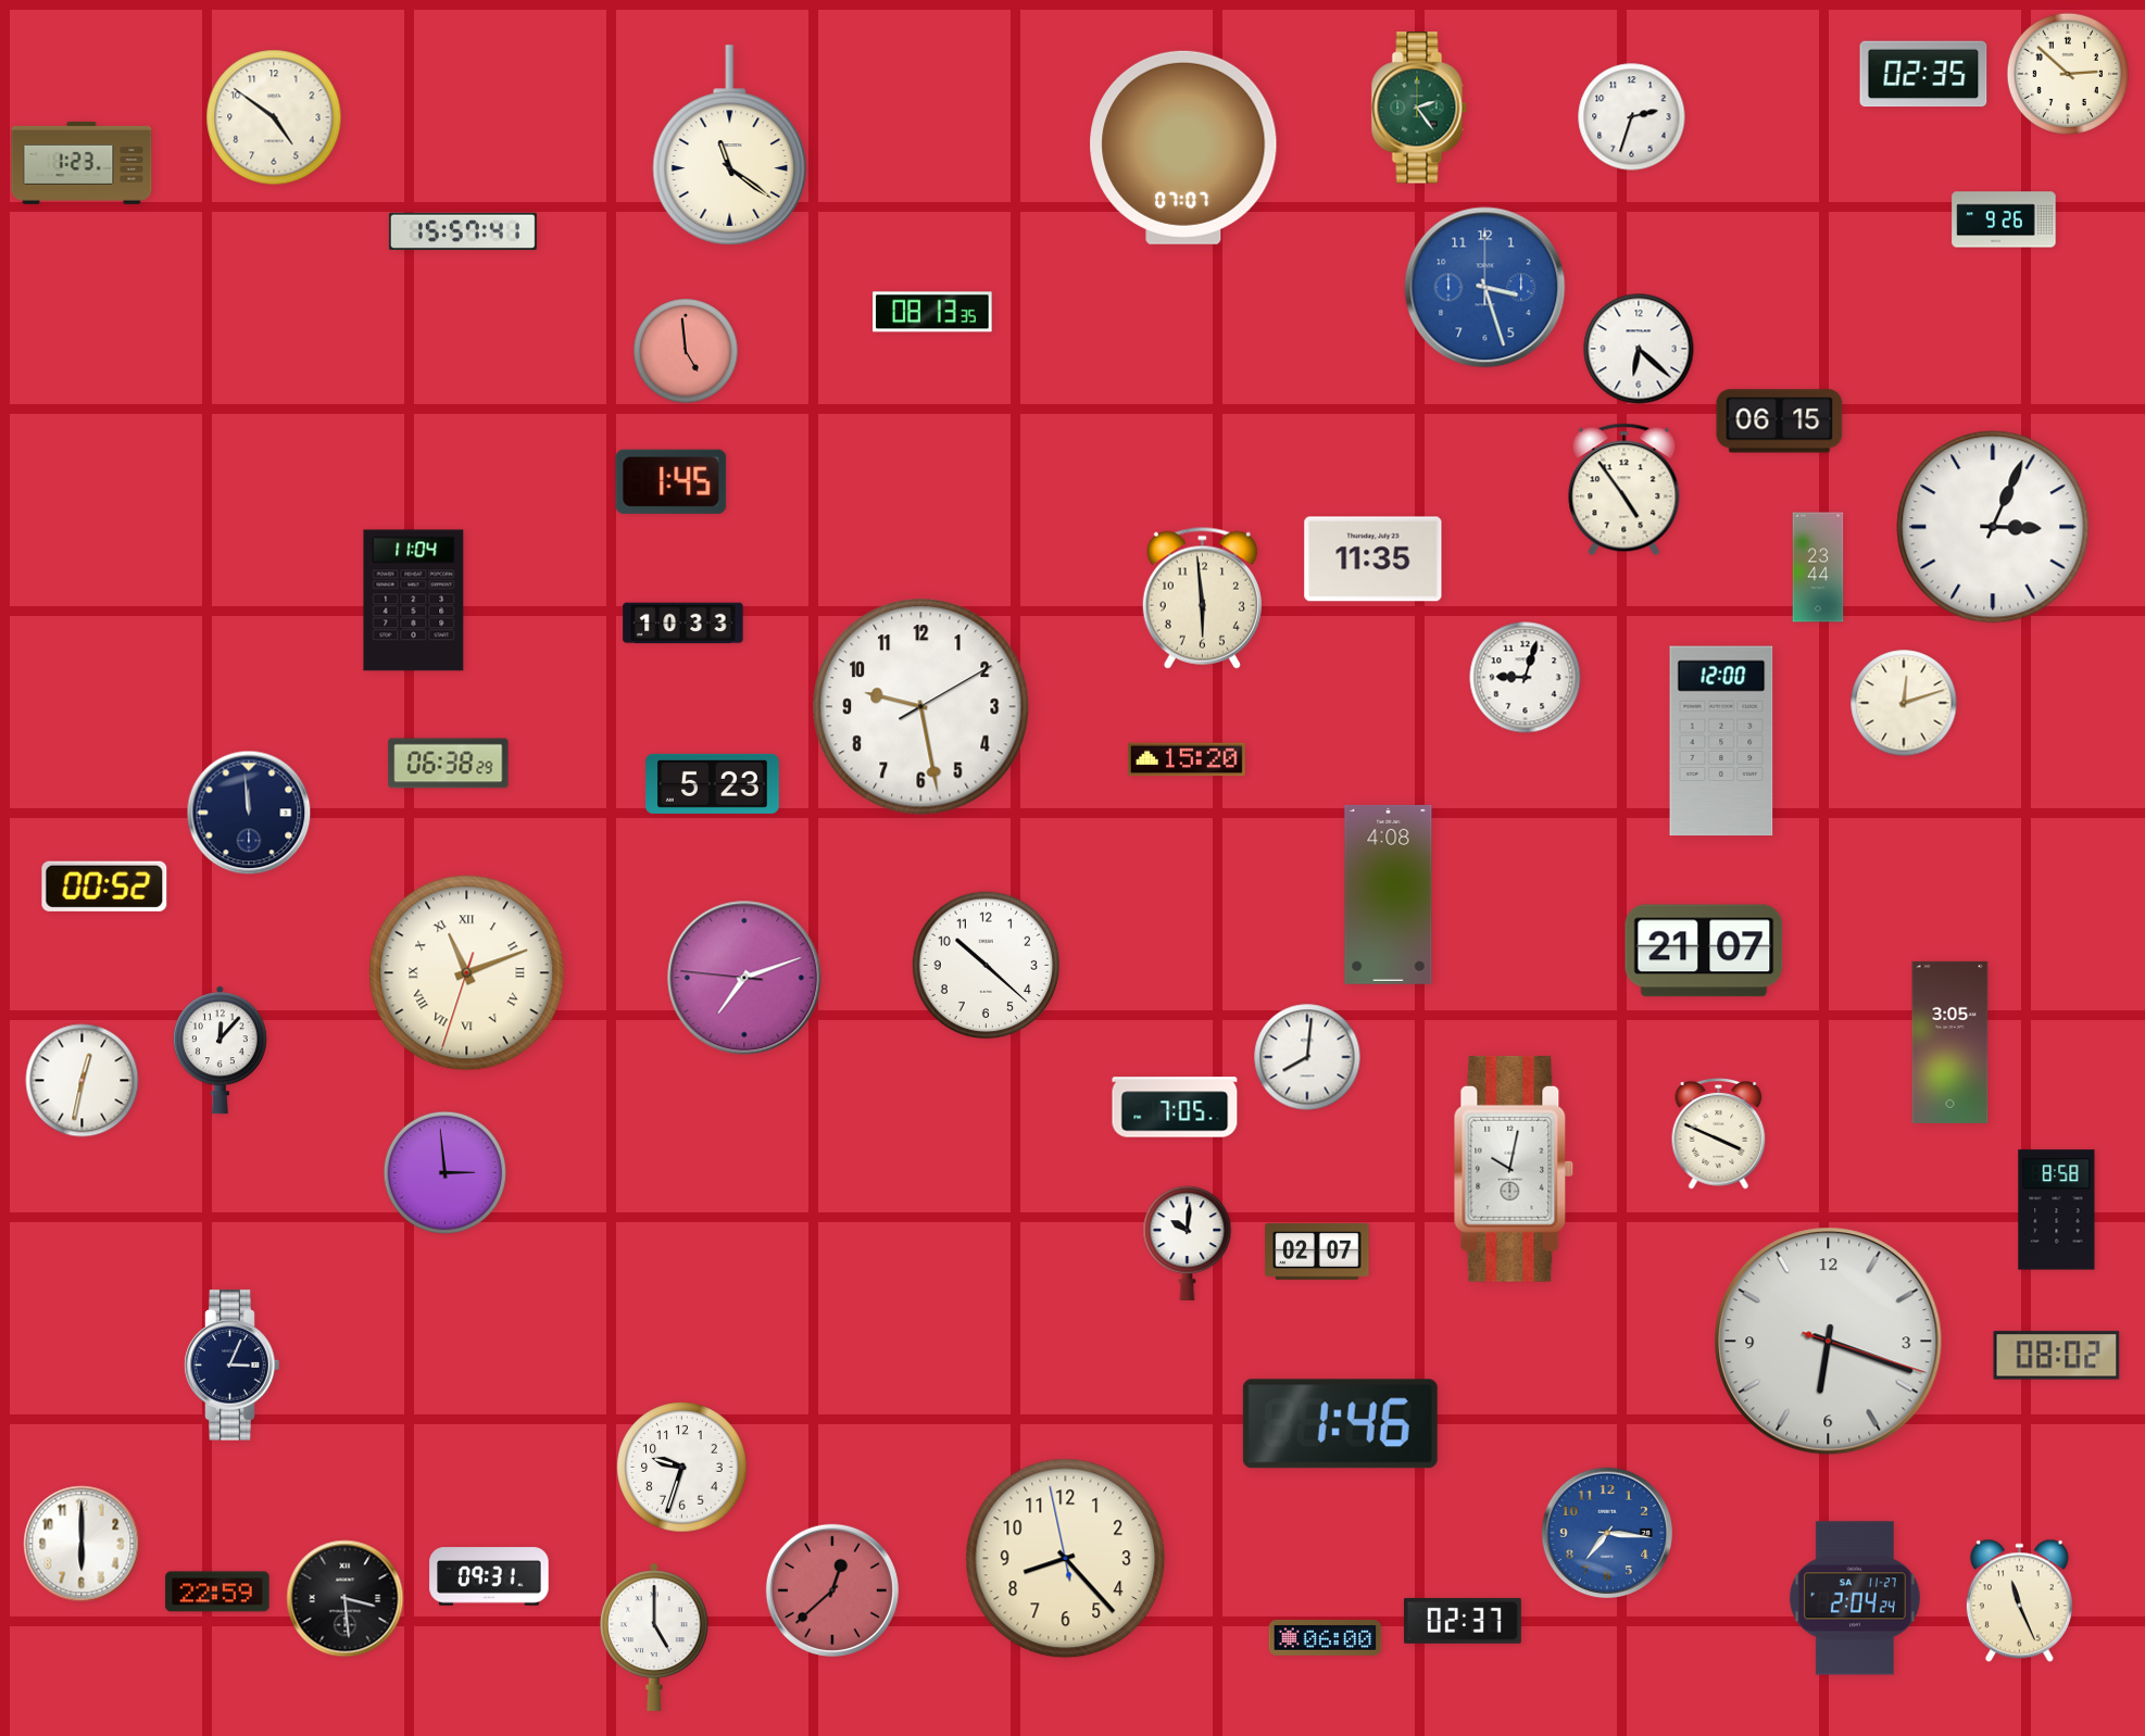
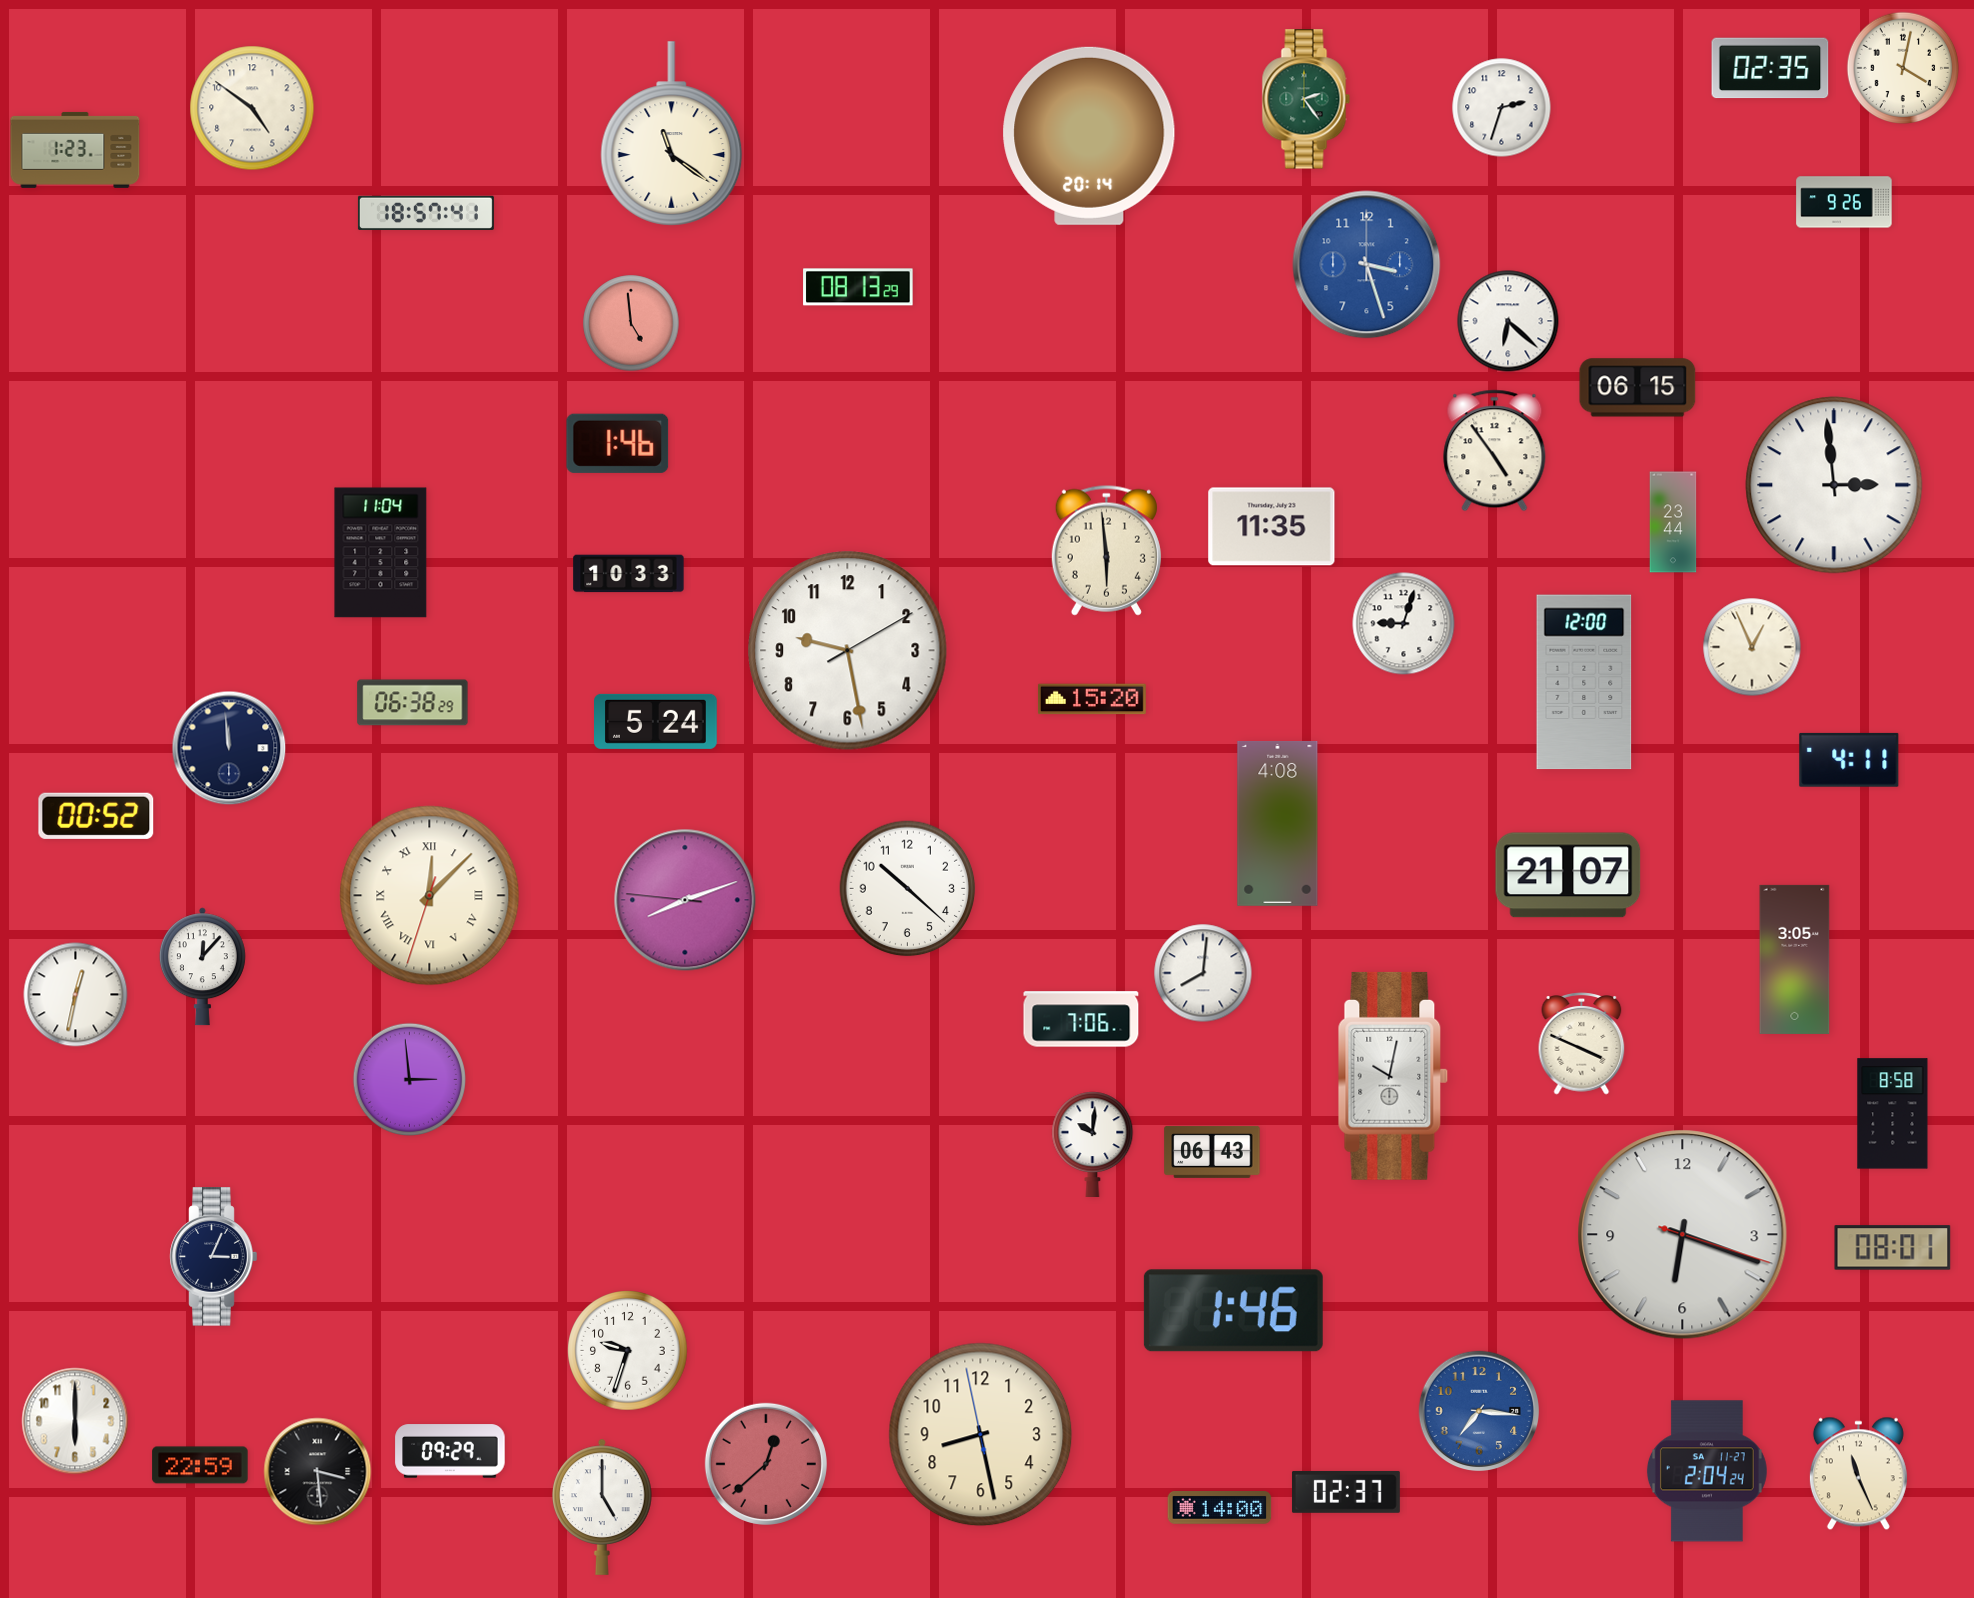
clock at (2068, 74): 2:52 -> 4:02
clock at (1183, 148): 07:07 -> 20:14
clock at (463, 230): 15:57 -> 18:57
clock at (932, 312): 08:13:35 -> 08:13:29
clock at (672, 481): 1:45 -> 1:46
clock at (1993, 527): 3:04 -> 2:59
clock at (1373, 559) position: (1373, 559) -> (1272, 527)
clock at (1904, 703): 12:12 -> 12:56
clock at (713, 783): 5:23 -> 5:24
clock at (1849, 760): none -> 4:11
clock at (467, 973): 11:11 -> 12:07
clock at (744, 978): 7:11 -> 8:11
clock at (1175, 1107): 7:05 -> 7:06
clock at (1317, 1251): 02:07 -> 06:43
clock at (2057, 1356): 08:02 -> 08:01
clock at (1066, 1559): 8:22 -> 8:27
clock at (489, 1576): 09:31 -> 09:29
clock at (1326, 1638): 06:00 -> 14:00
